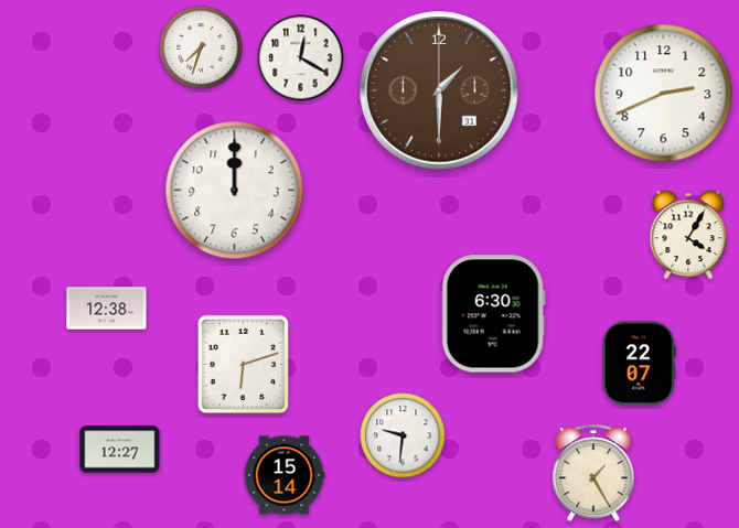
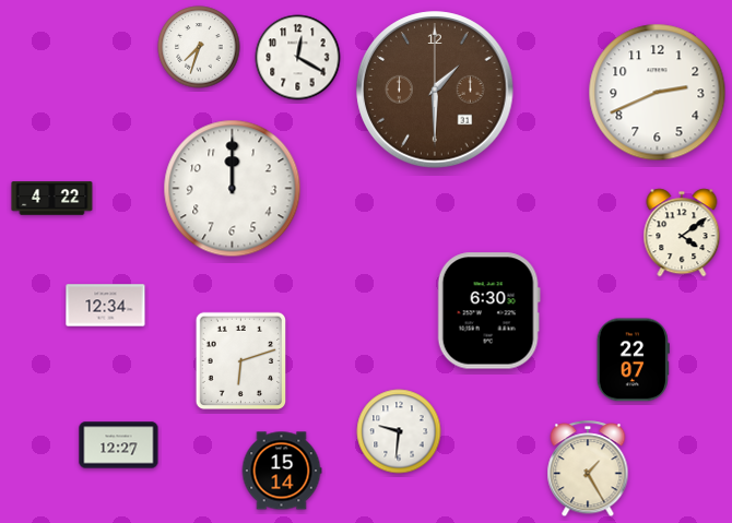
clock at (52, 199): none -> 4:22
clock at (688, 235): 4:05 -> 4:09
clock at (107, 309): 12:38 -> 12:34
